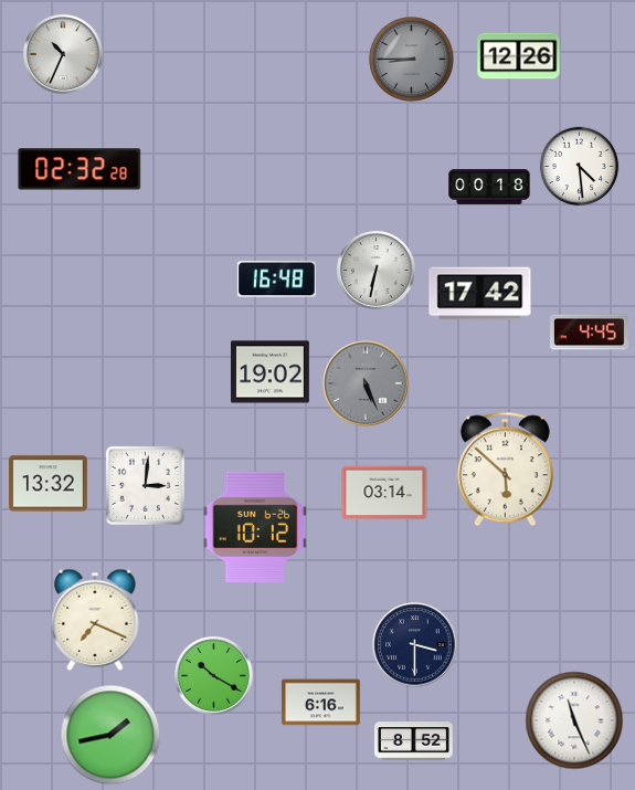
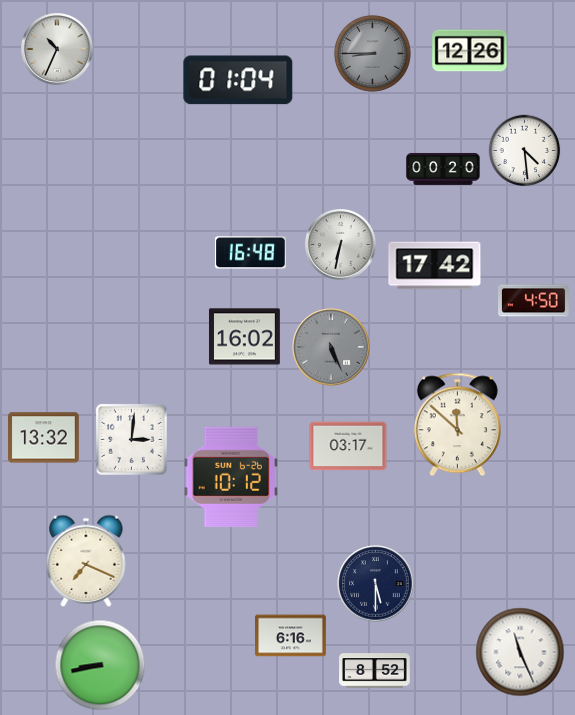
clock at (238, 80): none -> 01:04
clock at (80, 169): 02:32 -> none
clock at (489, 187): 00:18 -> 00:20
clock at (590, 333): 4:45 -> 4:50
clock at (269, 372): 19:02 -> 16:02
clock at (505, 470): 5:52 -> 11:52
clock at (384, 493): 03:14 -> 03:17
clock at (415, 645): 3:30 -> 5:30
clock at (214, 676): 10:20 -> none
clock at (110, 735): 1:43 -> 8:43
